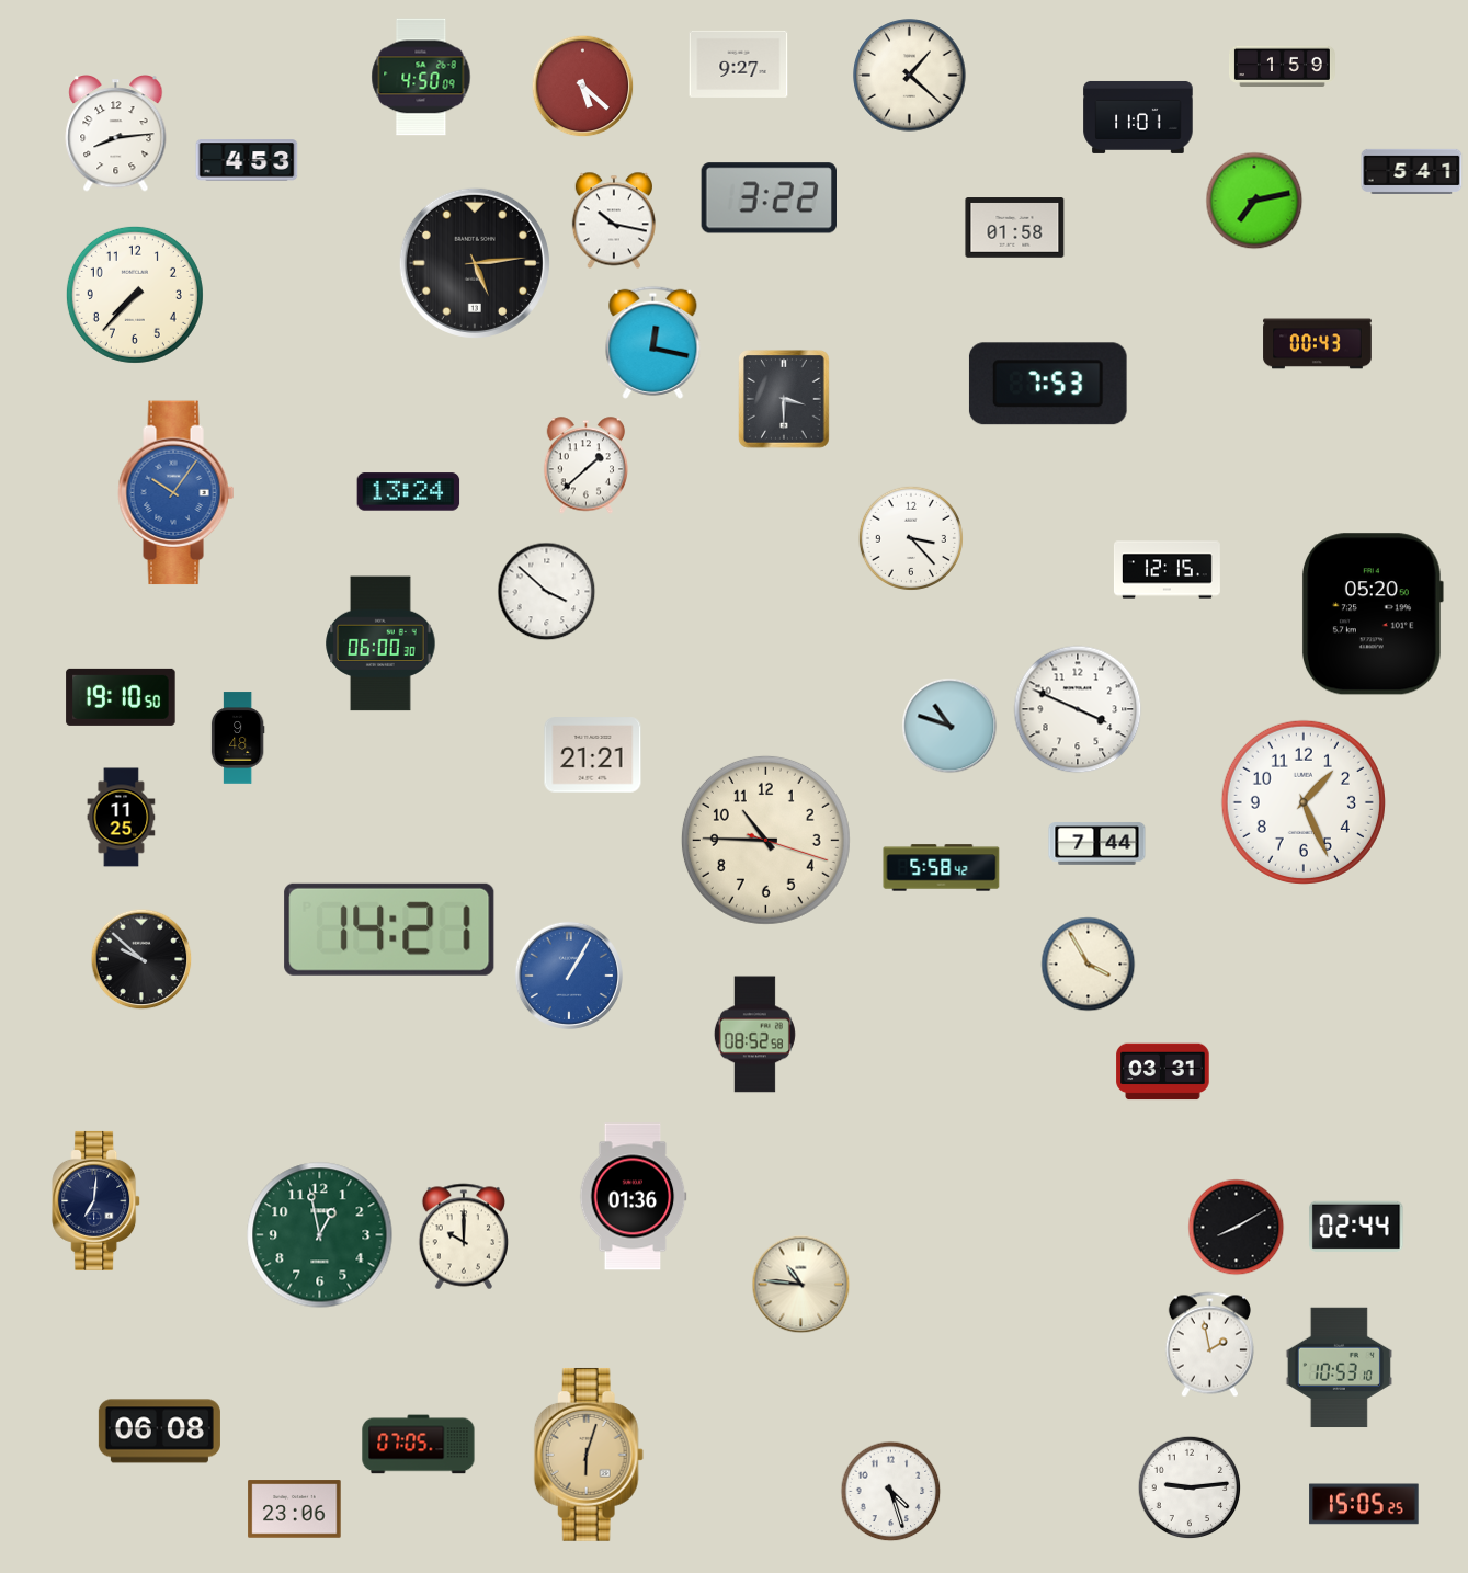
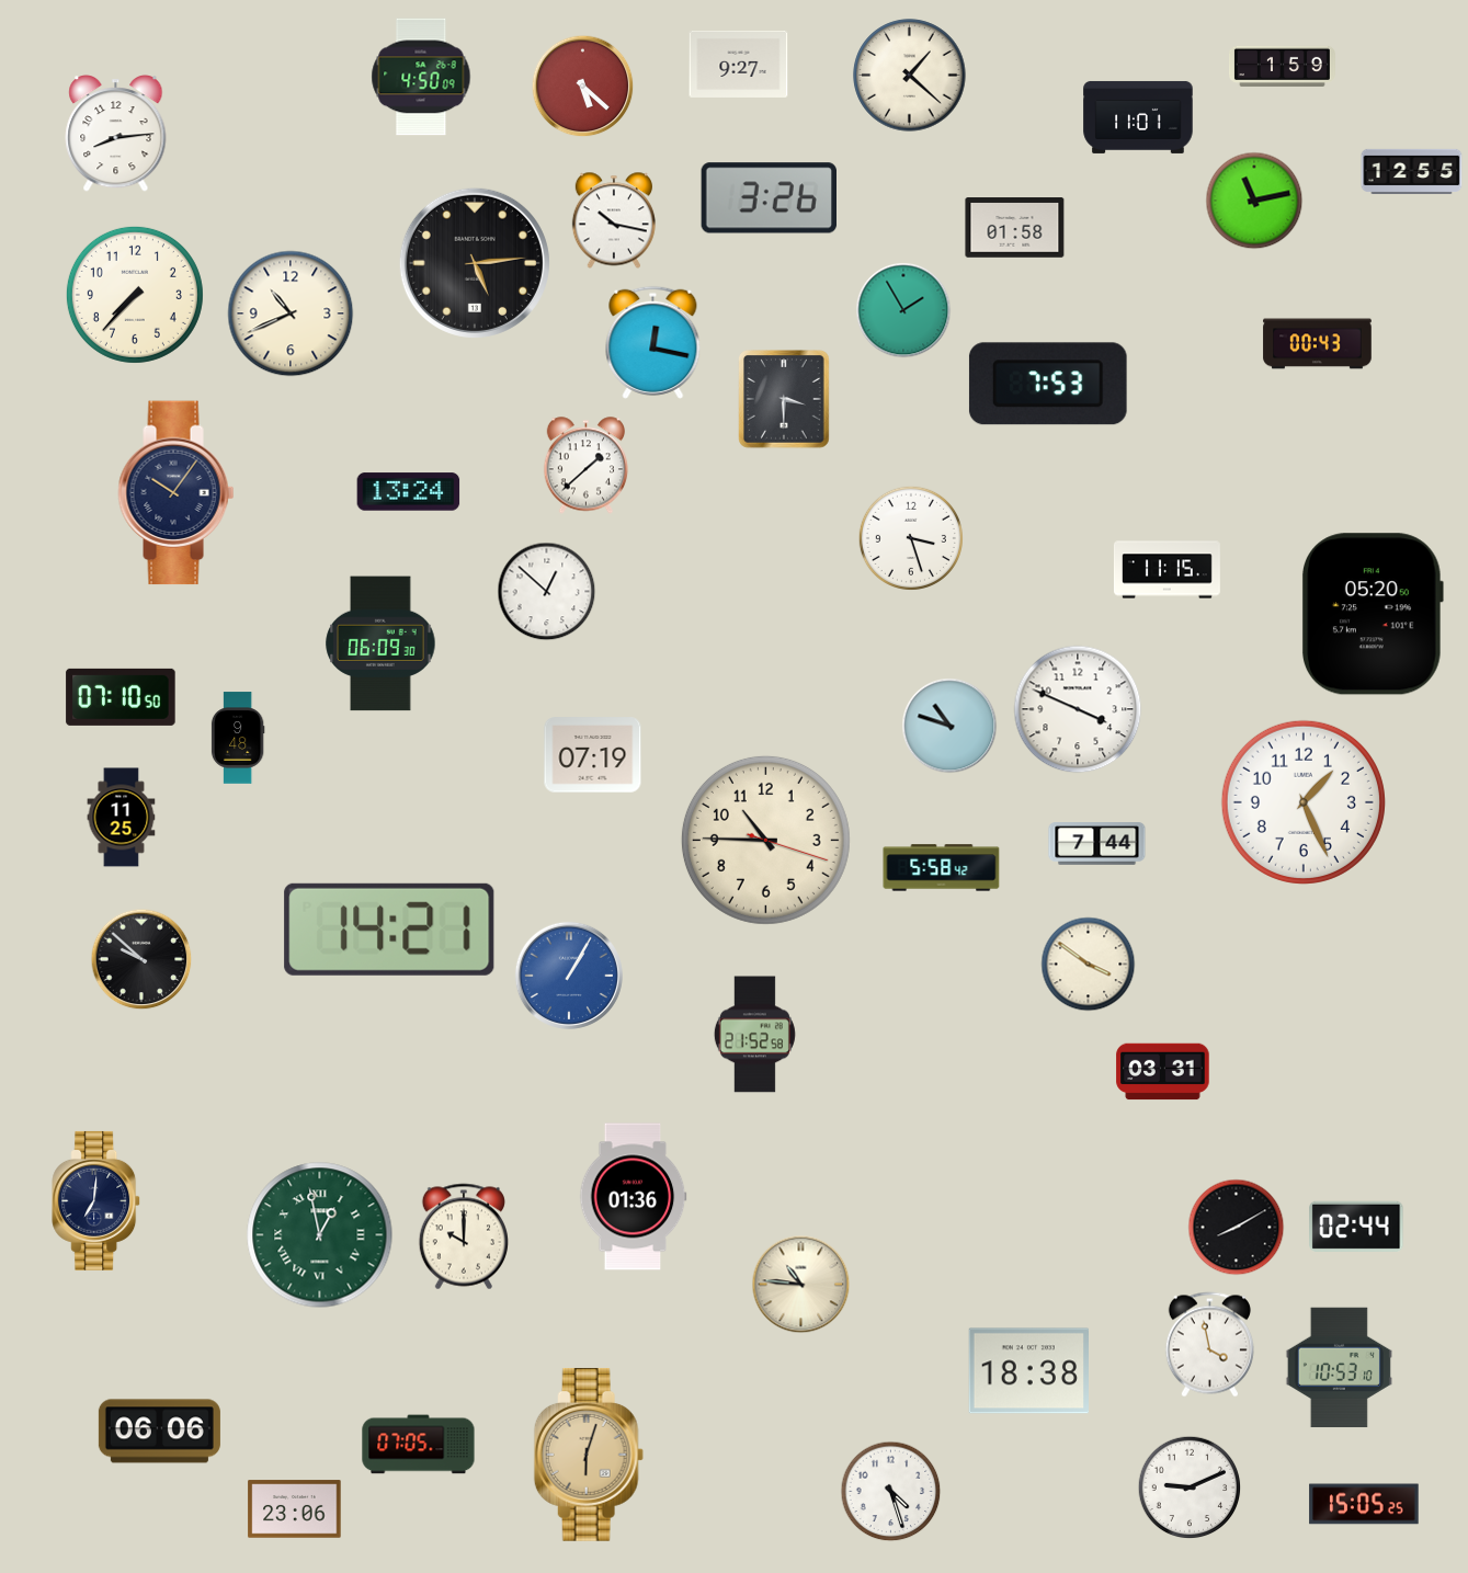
clock at (247, 160): 4:53 -> none
clock at (1412, 171): 5:41 -> 12:55
clock at (769, 198): 3:22 -> 3:26
clock at (1254, 201): 7:13 -> 11:13
clock at (903, 310): none -> 1:55
clock at (291, 314): none -> 10:41
clock at (177, 493) dial: blue -> navy
clock at (911, 538): 3:23 -> 3:27
clock at (1167, 570): 12:15 -> 11:15
clock at (547, 592): 3:52 -> 12:52
clock at (380, 643): 06:00 -> 06:09
clock at (121, 697): 19:10 -> 07:10
clock at (593, 755): 21:21 -> 07:19
clock at (1089, 965): 3:55 -> 3:51
clock at (754, 1035): 08:52 -> 21:52
clock at (320, 1235) numerals: Arabic -> Roman
clock at (1209, 1345): 1:58 -> 3:58
clock at (1028, 1371): none -> 18:38
clock at (159, 1432): 06:08 -> 06:06
clock at (1190, 1487): 9:14 -> 9:11
